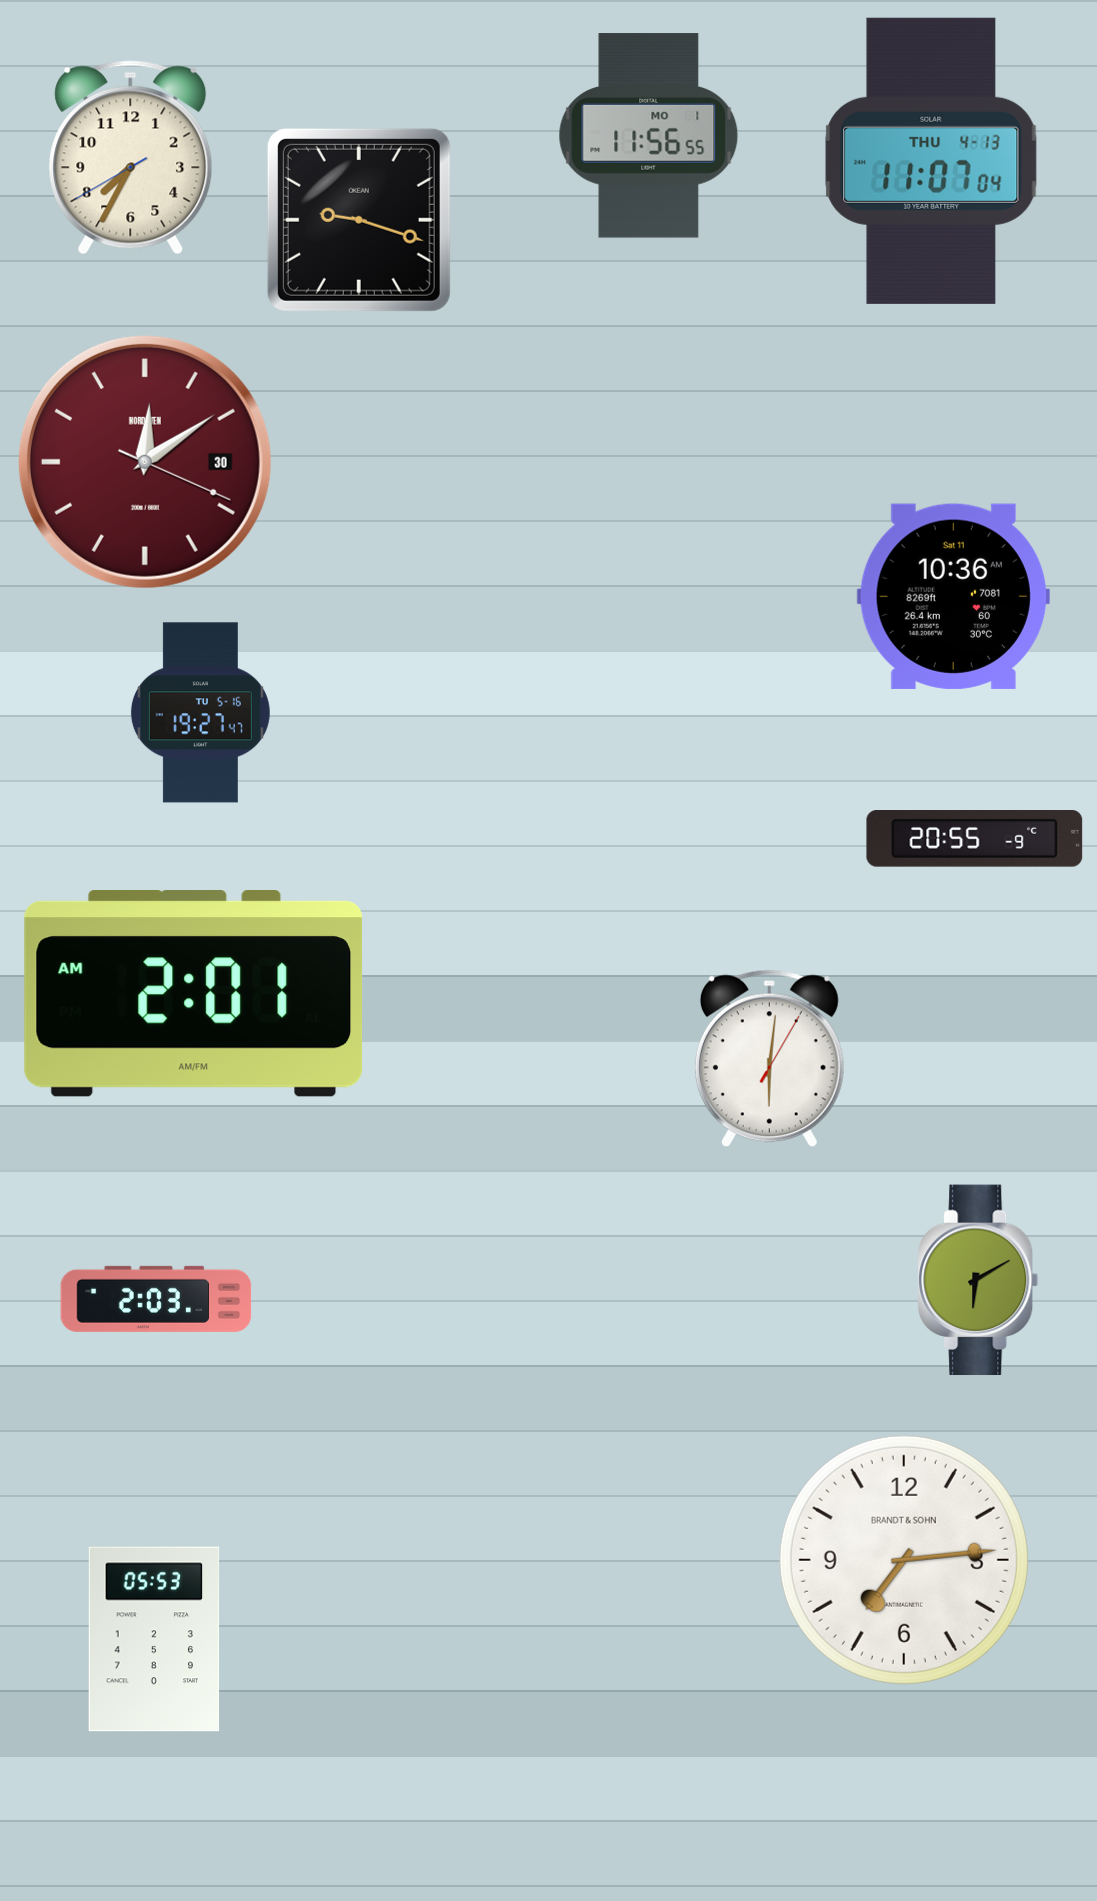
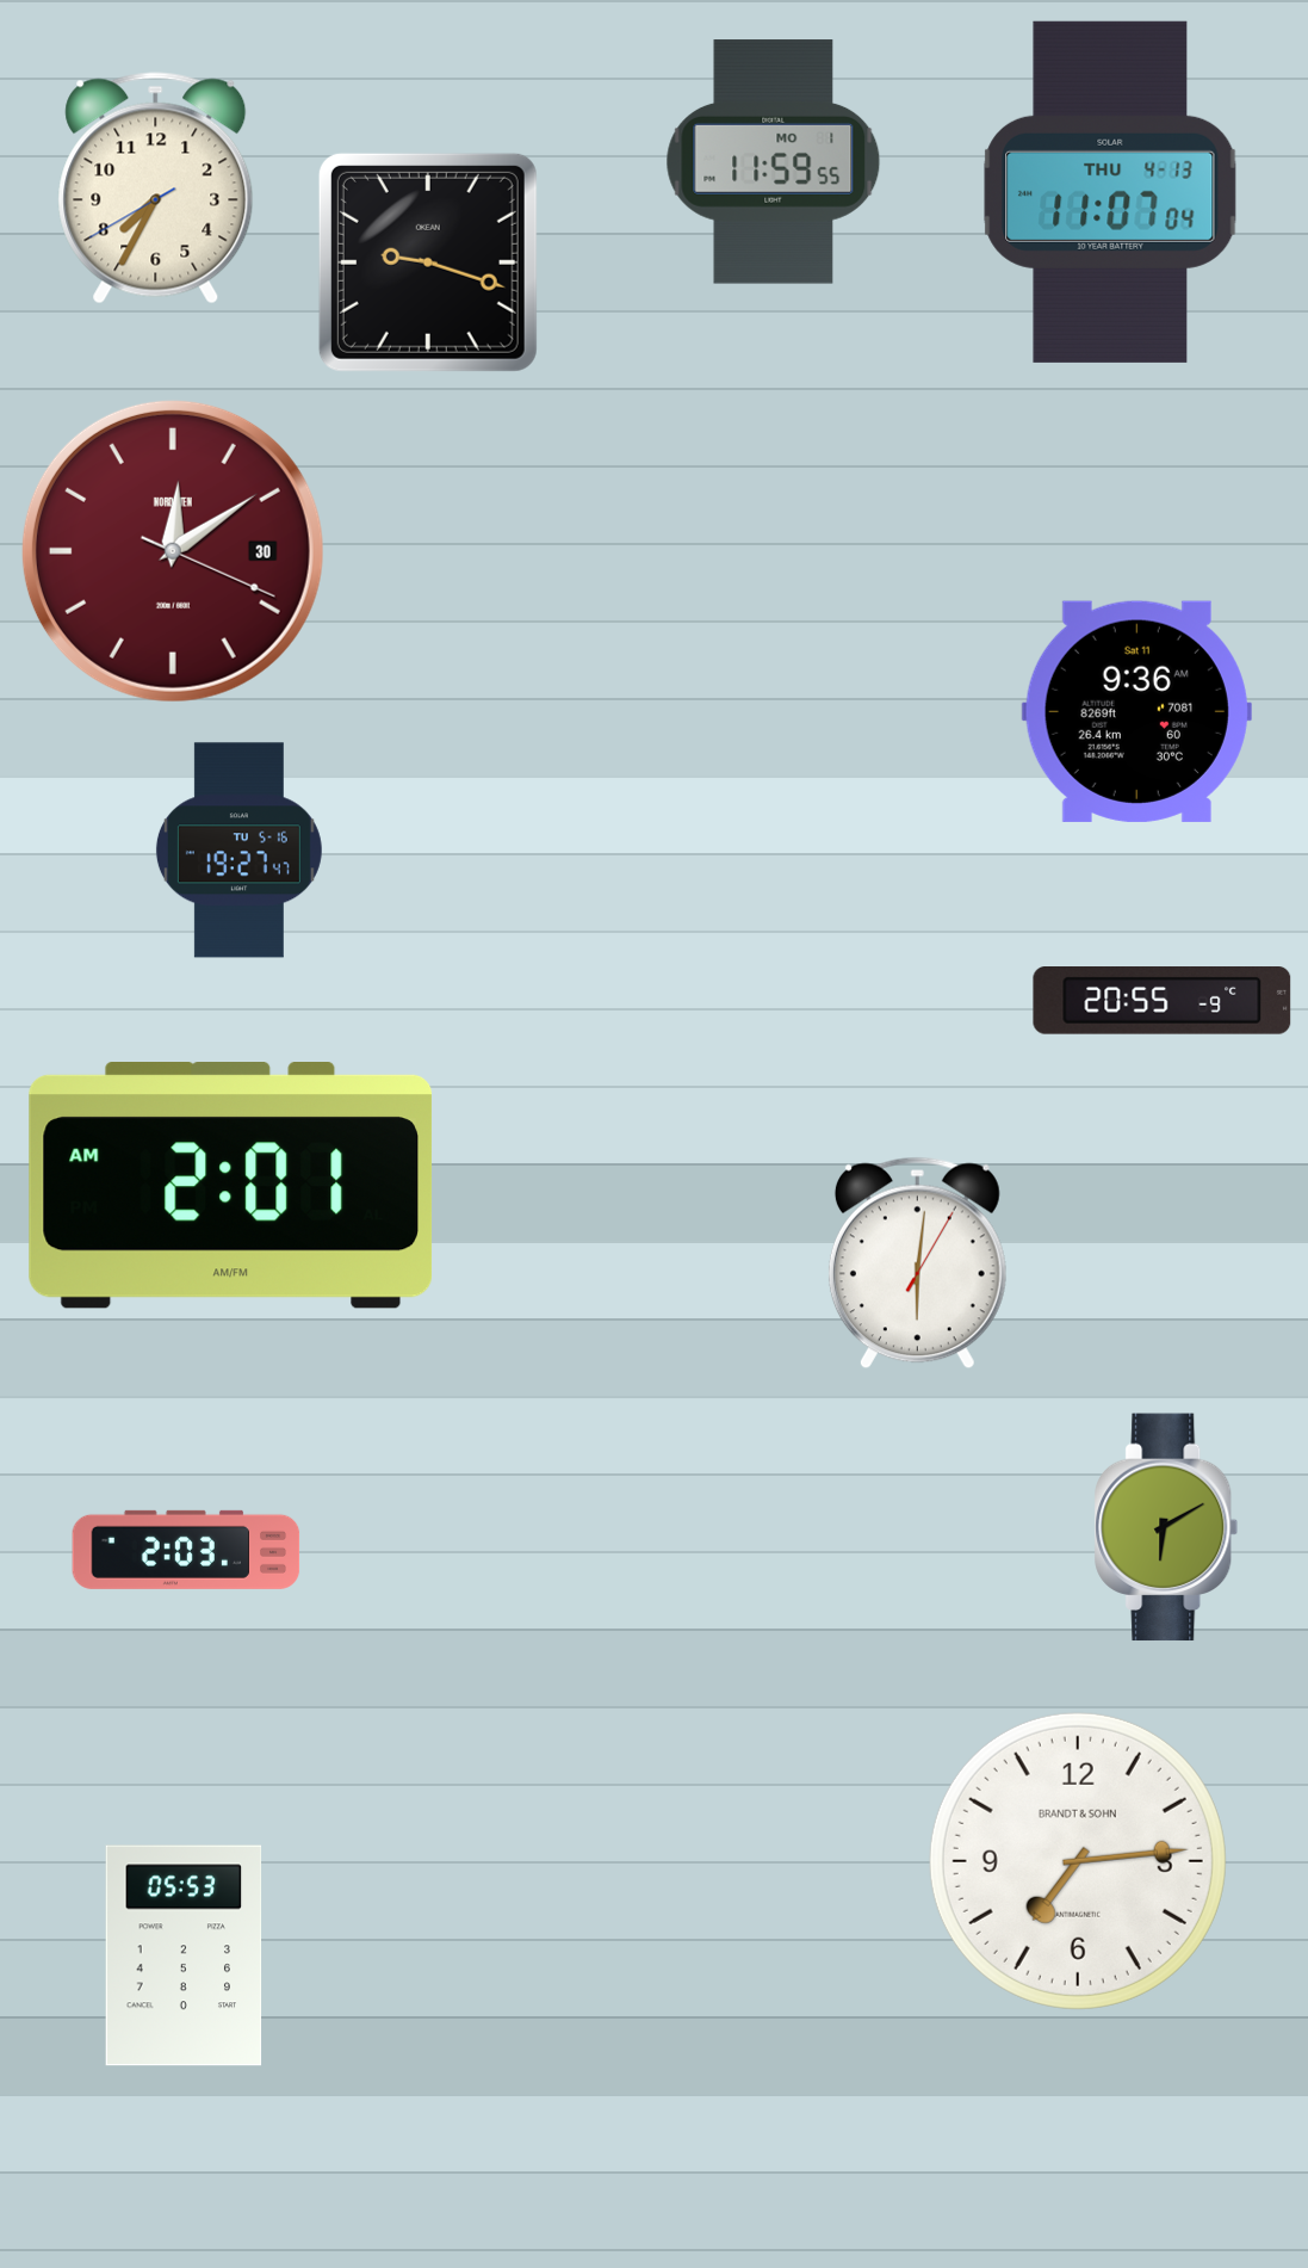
clock at (649, 136): 11:56 -> 11:59
clock at (953, 596): 10:36 -> 9:36
